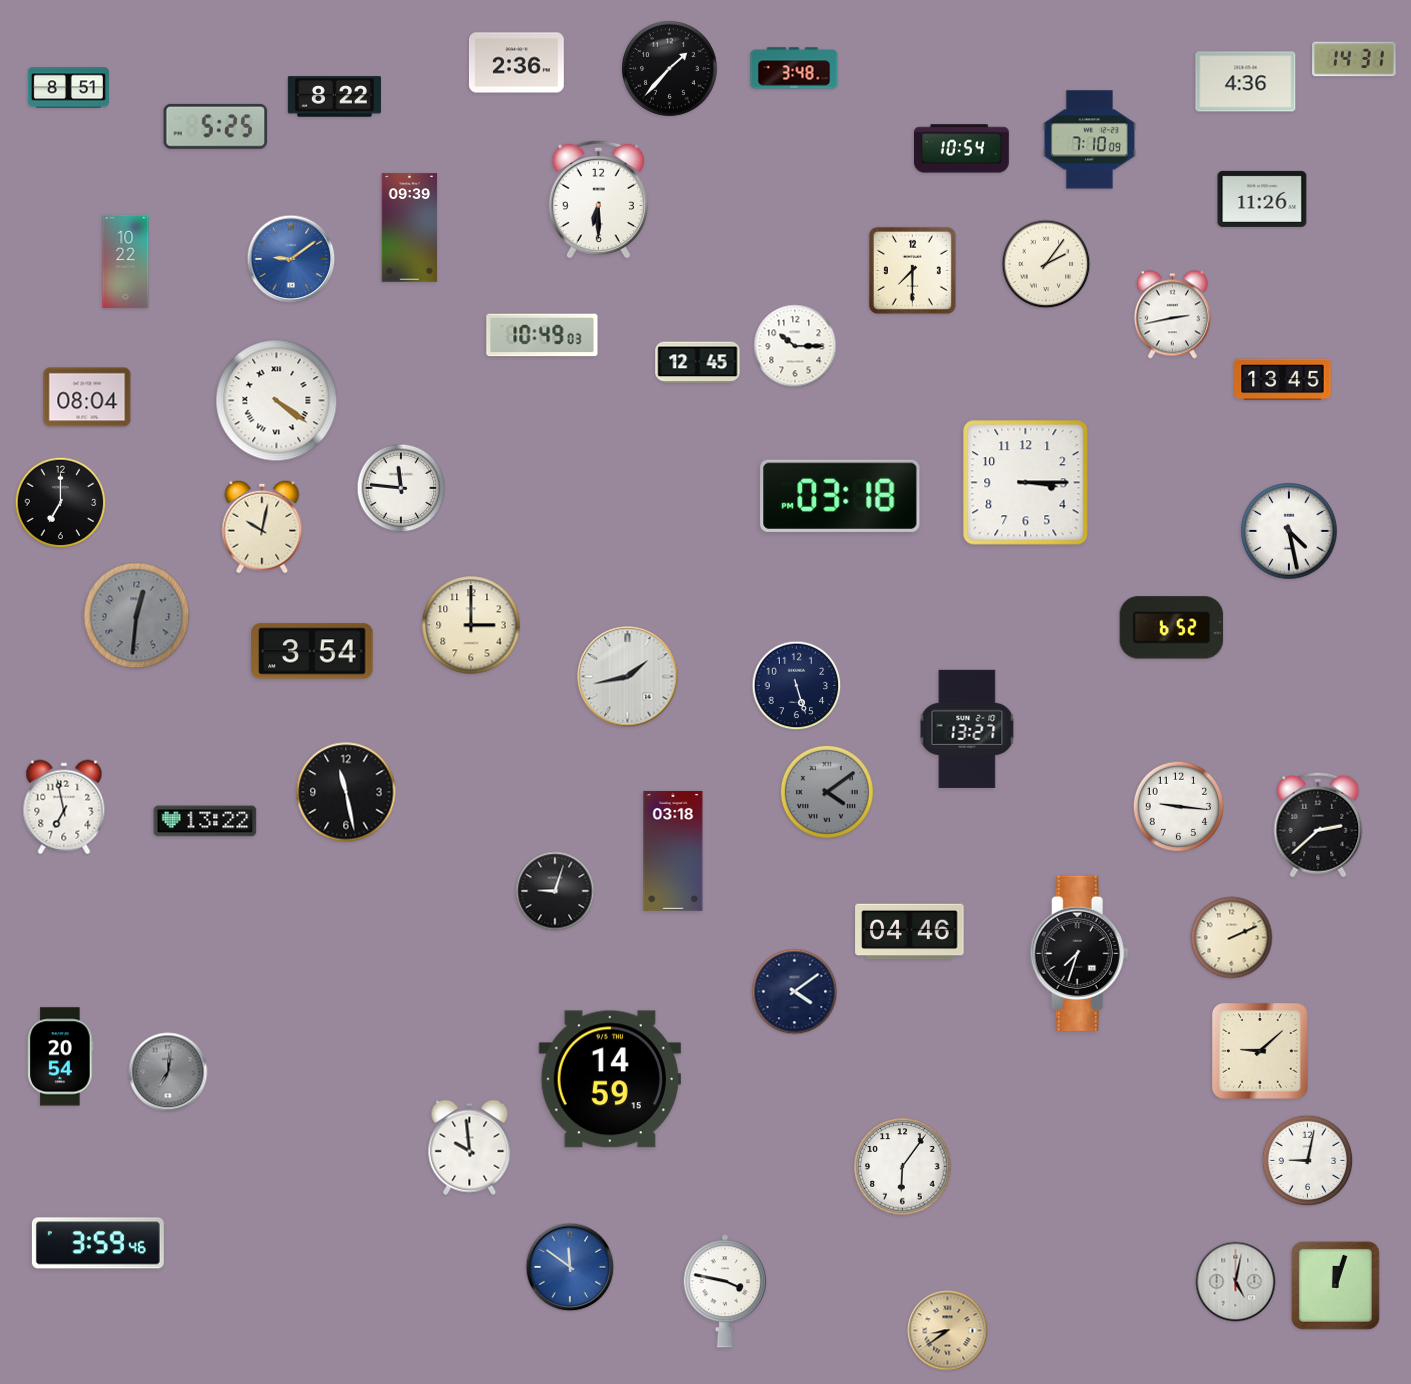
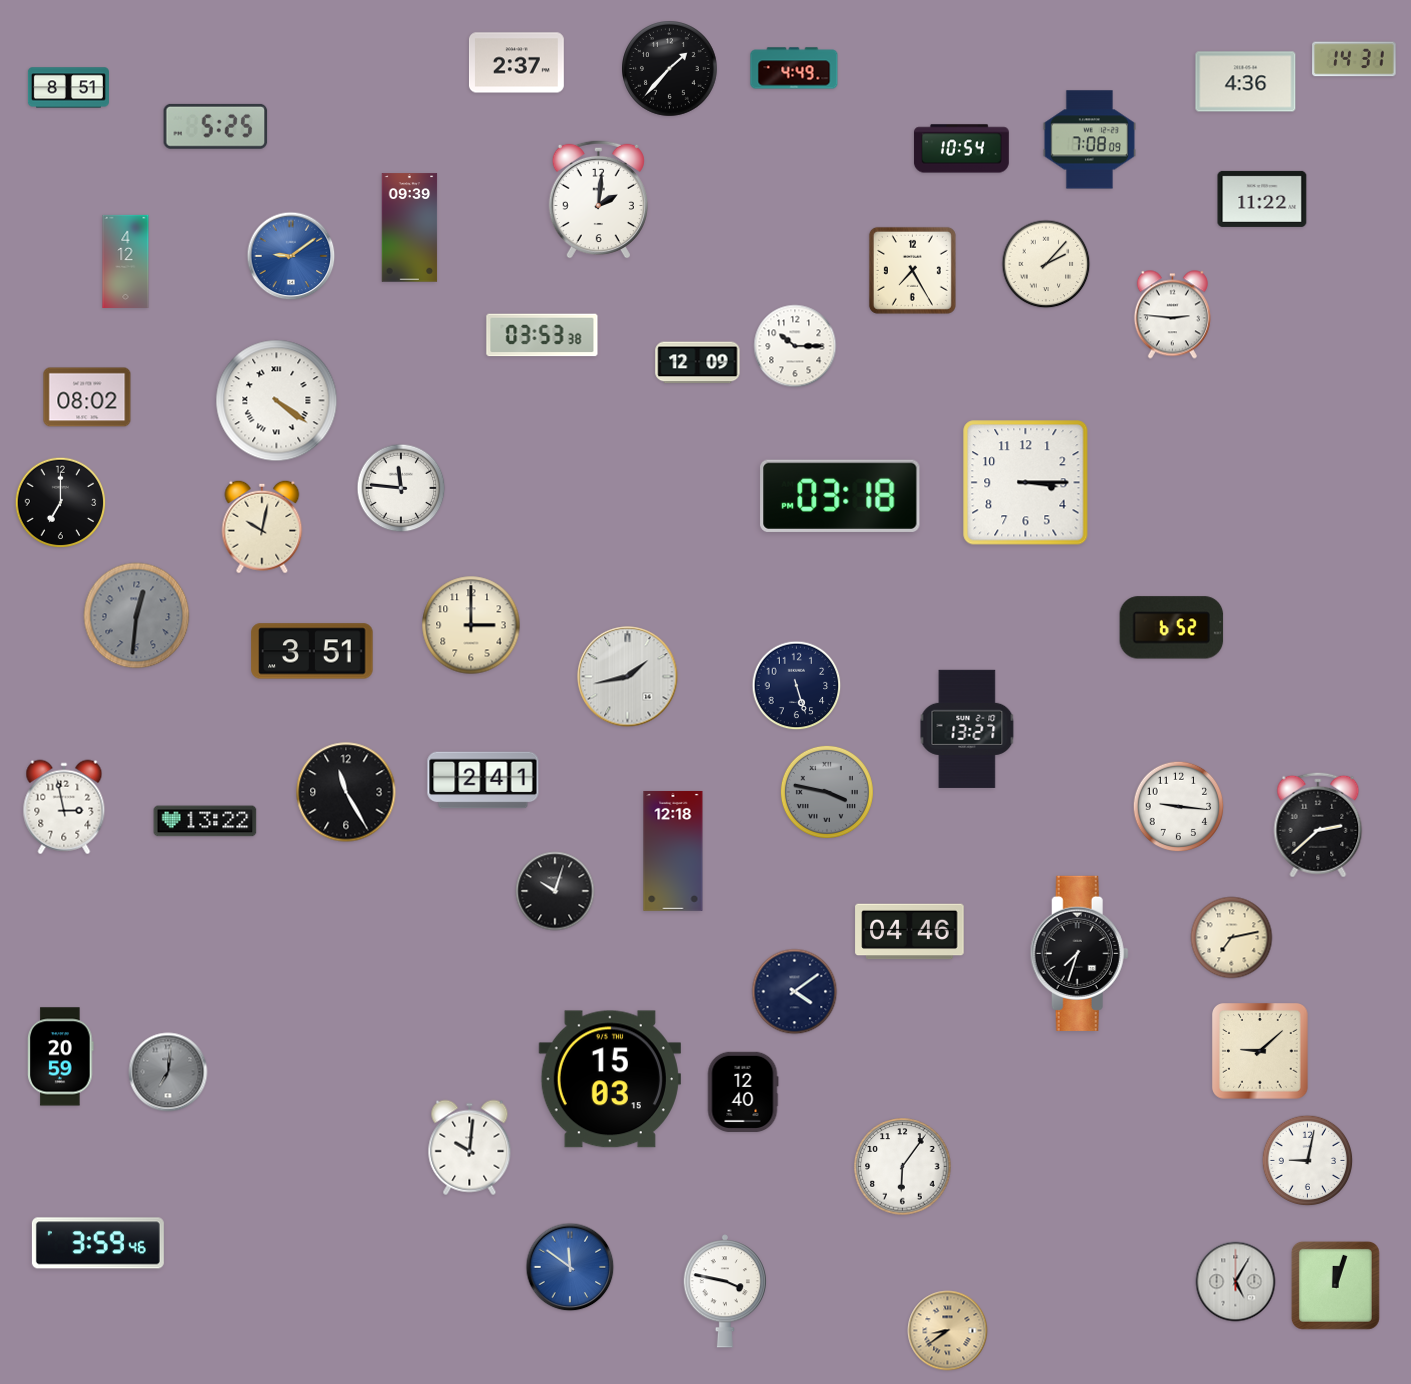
clock at (516, 63): 2:36 -> 2:37
clock at (794, 68): 3:48 -> 4:49
clock at (334, 97): 8:22 -> none
clock at (1089, 140): 7:10 -> 7:08
clock at (598, 199): 6:30 -> 2:01
clock at (1262, 199): 11:26 -> 11:22
clock at (291, 259) position: (291, 259) -> (291, 256)
clock at (126, 261): 10:22 -> 4:12
clock at (1046, 264): 2:06 -> 2:07
clock at (912, 270): 7:30 -> 7:25
clock at (1172, 315): 2:43 -> 2:46
clock at (542, 335): 10:49 -> 03:53
clock at (698, 363): 12:45 -> 12:09
clock at (1283, 380): 13:45 -> none
clock at (87, 397): 08:04 -> 08:02
clock at (1289, 531): 4:28 -> none
clock at (312, 651): 3:54 -> 3:51
clock at (483, 780): none -> 2:41
clock at (346, 792): 11:28 -> 11:25
clock at (827, 792): 4:09 -> 3:47
clock at (64, 807): 6:58 -> 2:58
clock at (673, 851): 03:18 -> 12:18
clock at (555, 891): 9:03 -> 10:03
clock at (1232, 938): 2:11 -> 7:13
clock at (61, 1057): 20:54 -> 20:59
clock at (610, 1079): 14:59 -> 15:03
clock at (743, 1091): none -> 12:40
clock at (470, 1148): 9:59 -> 10:01
clock at (1236, 1282): 5:02 -> 5:05
